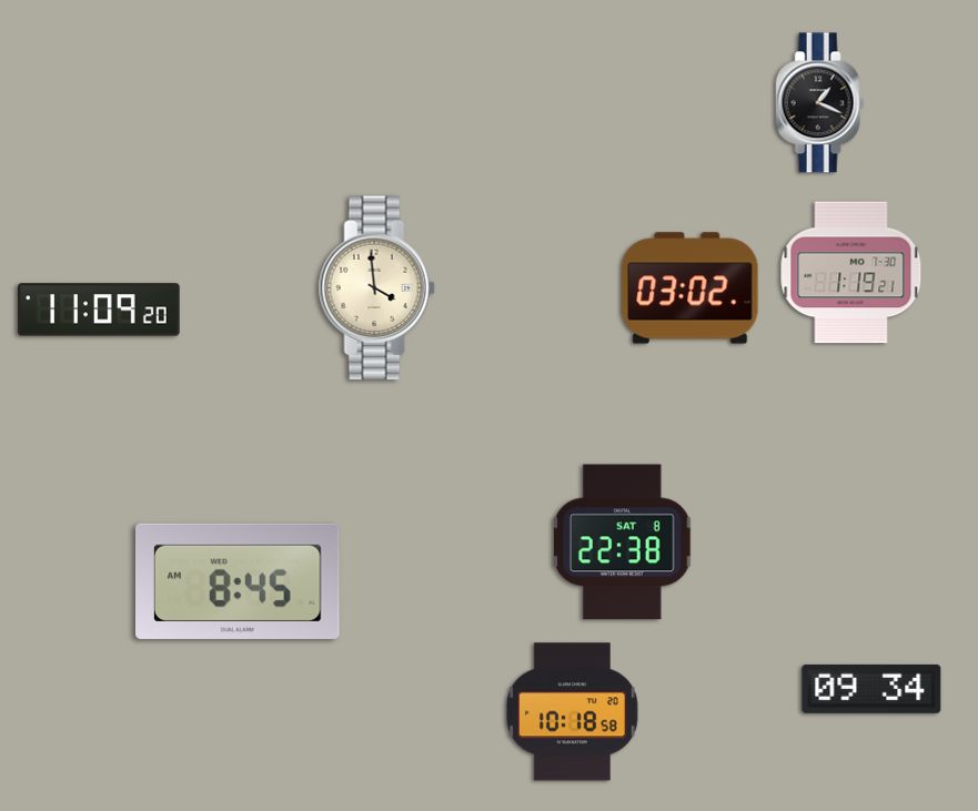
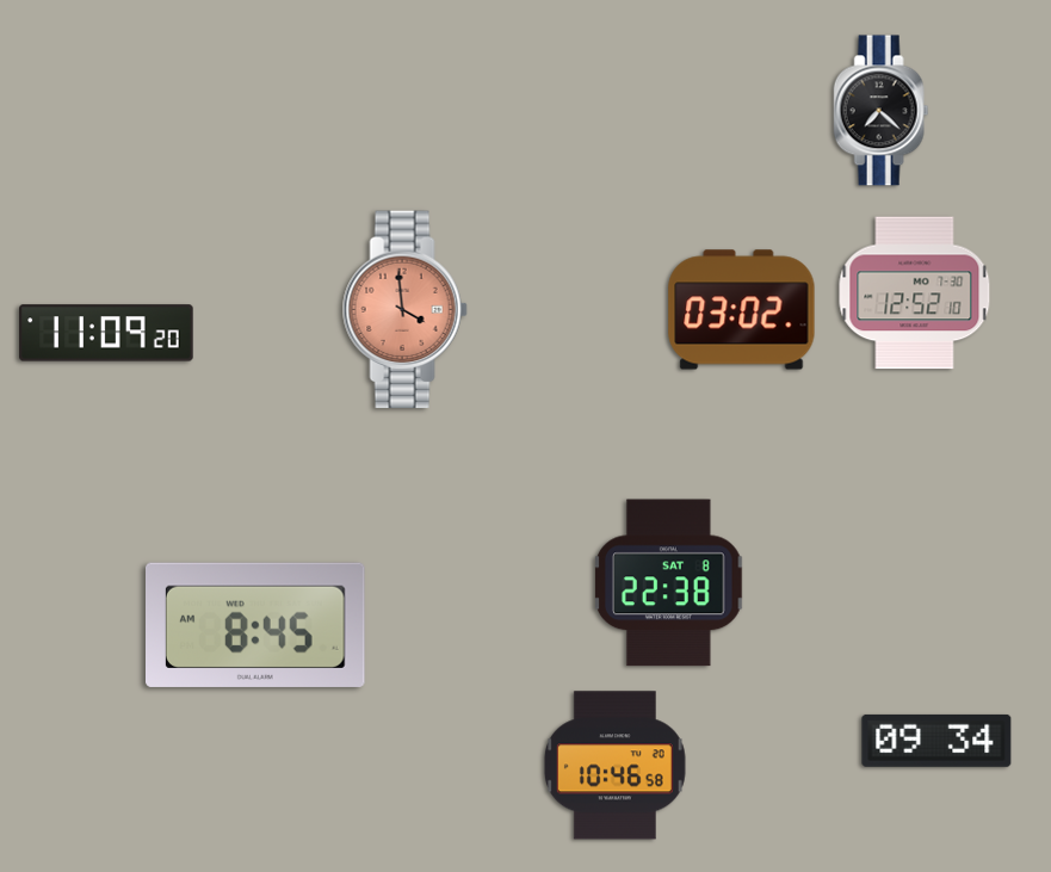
clock at (820, 103): 1:19 -> 7:22
clock at (851, 273): 1:19 -> 12:52
clock at (376, 288) dial: cream -> salmon
clock at (572, 712): 10:18 -> 10:46
